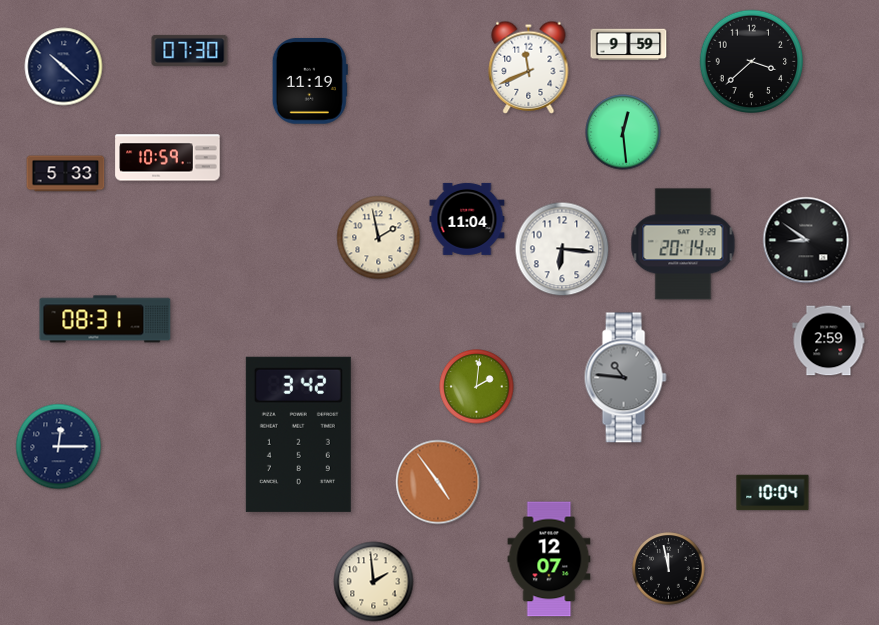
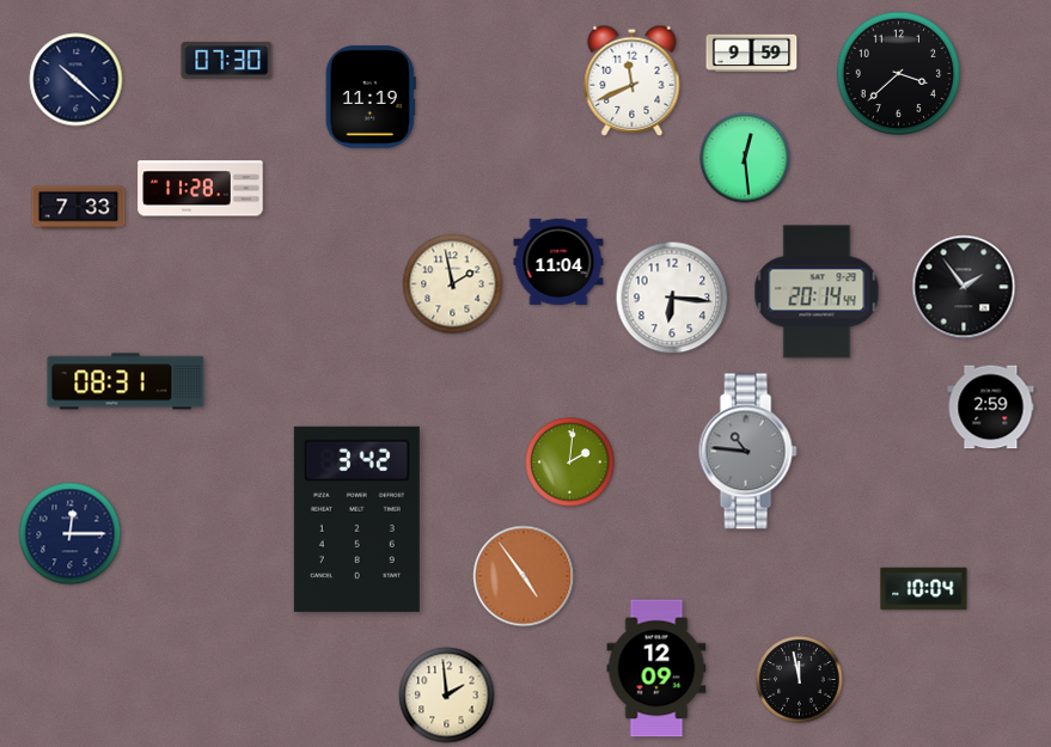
clock at (168, 158): 10:59 -> 11:28
clock at (66, 174): 5:33 -> 7:33
clock at (806, 240): 8:51 -> 1:54
clock at (549, 559): 12:07 -> 12:09
